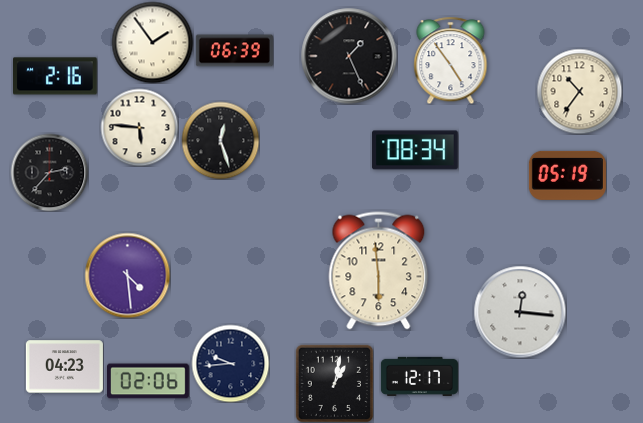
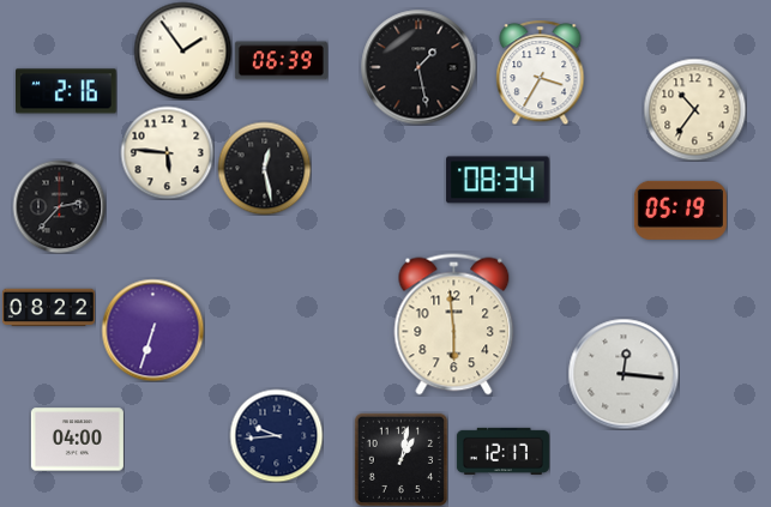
clock at (349, 56): 1:26 -> 1:28
clock at (451, 60): 4:54 -> 3:35
clock at (220, 140): 12:27 -> 12:28
clock at (48, 308): none -> 08:22
clock at (127, 275): 4:29 -> 6:33
clock at (64, 367): 04:23 -> 04:00
clock at (149, 381): 02:06 -> none
